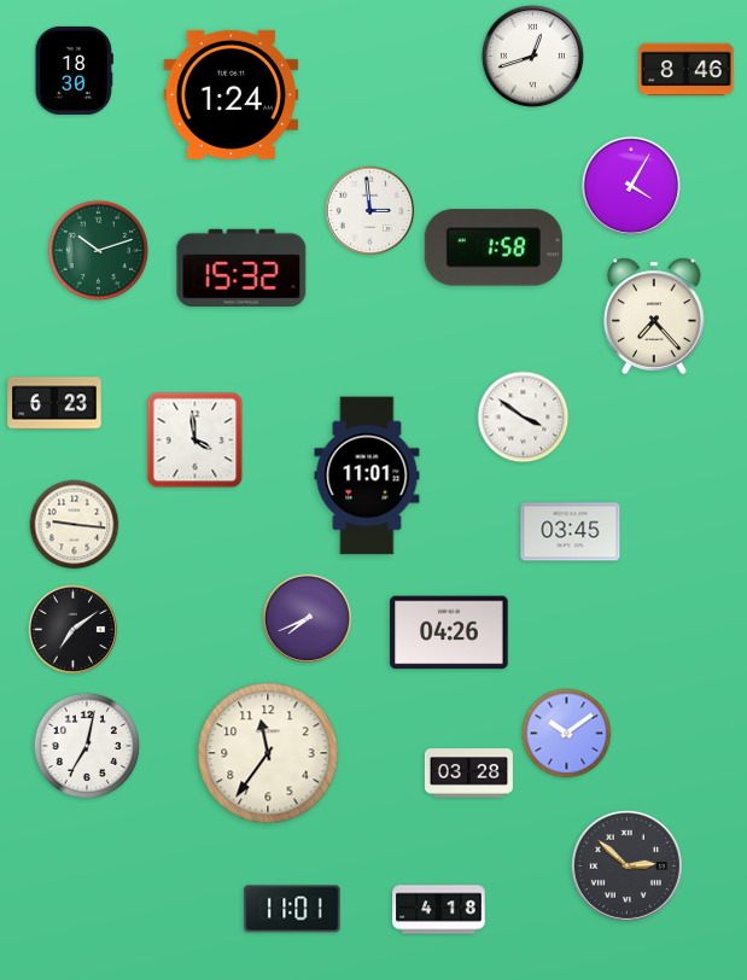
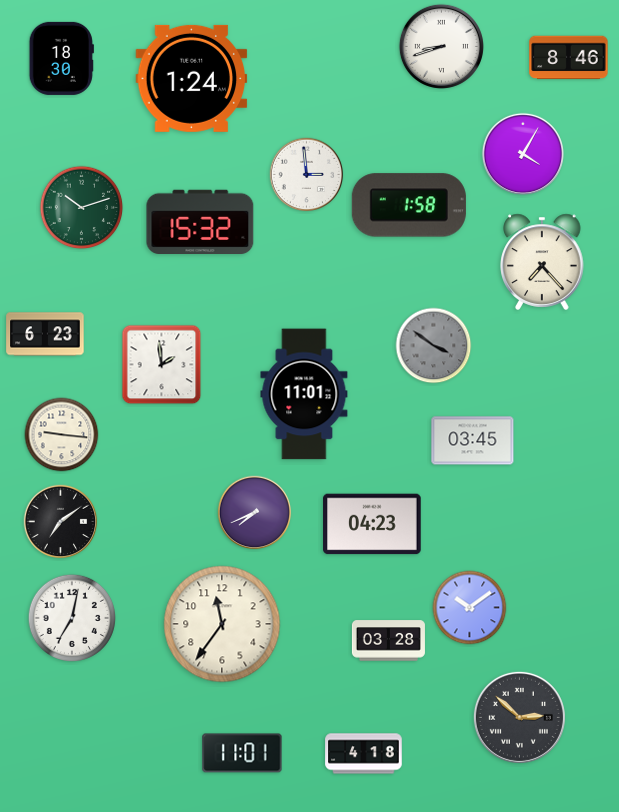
clock at (532, 56): 12:42 -> 8:42
clock at (524, 418) dial: white -> grey
clock at (195, 441): 3:59 -> 1:59
clock at (449, 632): 04:26 -> 04:23
